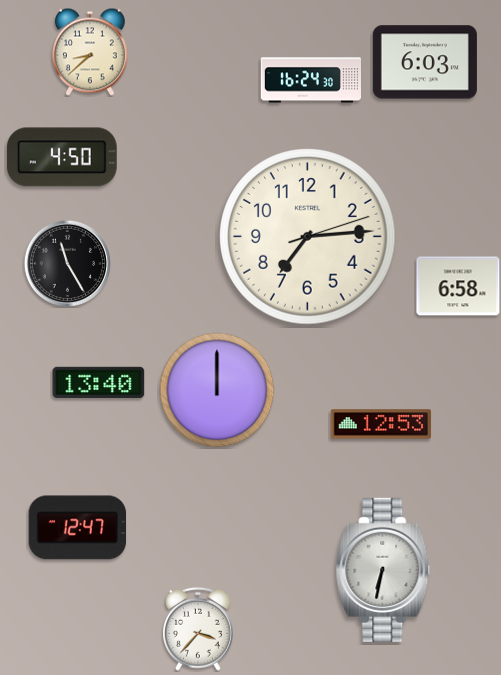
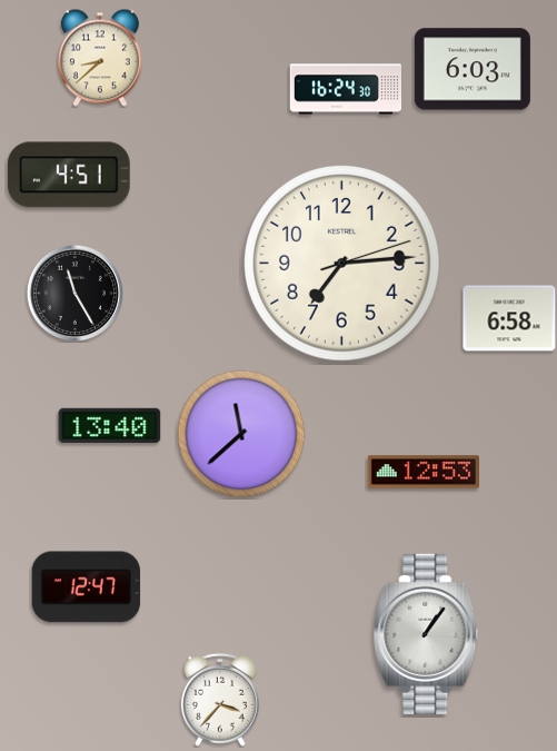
clock at (62, 157): 4:50 -> 4:51
clock at (217, 390): 12:00 -> 11:38
clock at (383, 570): 6:32 -> 1:06
